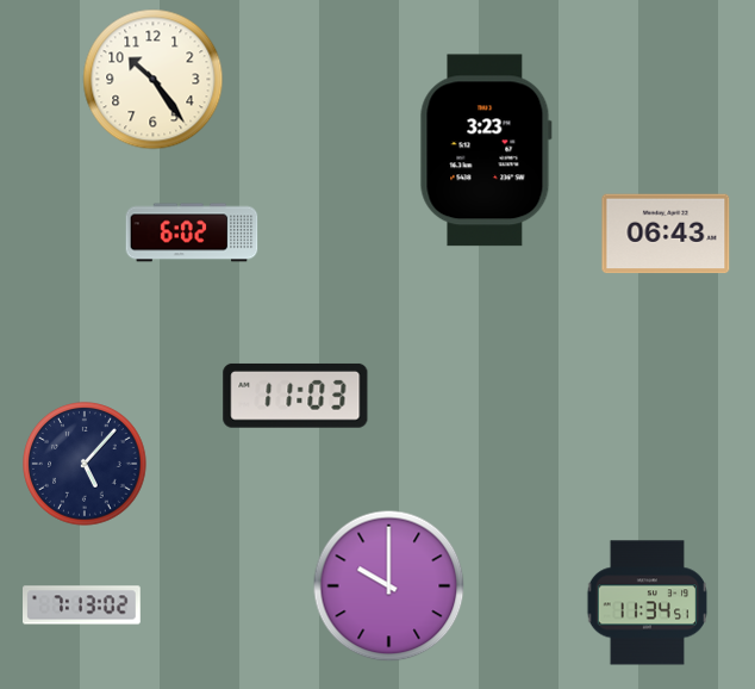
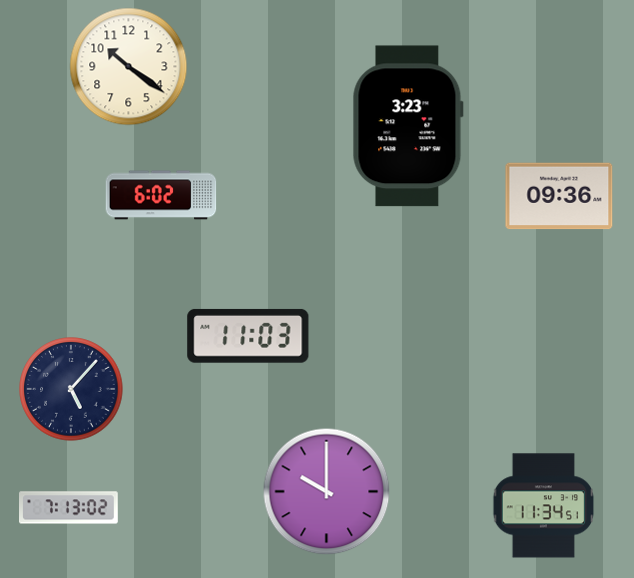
clock at (154, 80): 10:24 -> 10:21
clock at (666, 234): 06:43 -> 09:36
clock at (295, 396) position: (295, 396) -> (248, 336)
